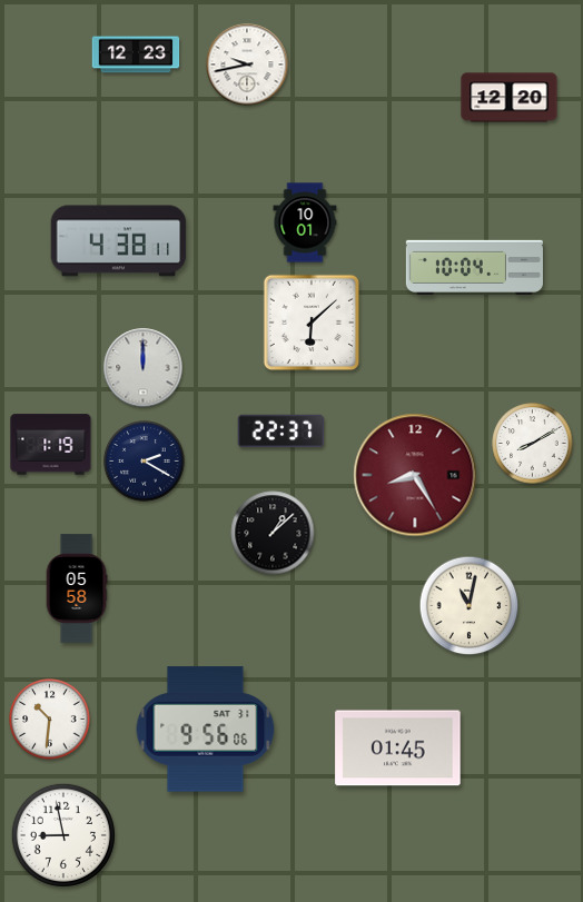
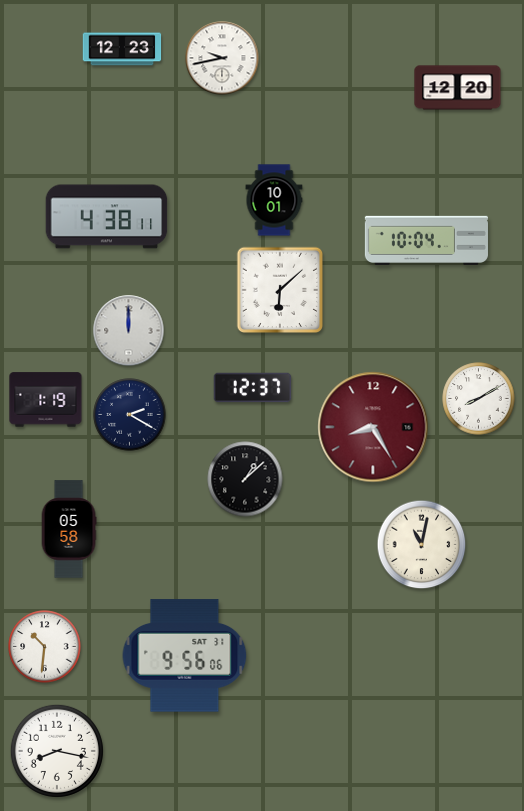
clock at (281, 432): 22:37 -> 12:37
clock at (398, 749): 01:45 -> none
clock at (63, 835): 8:58 -> 8:17
